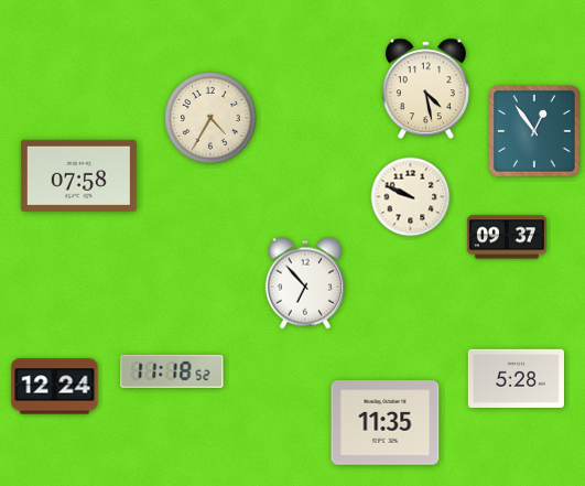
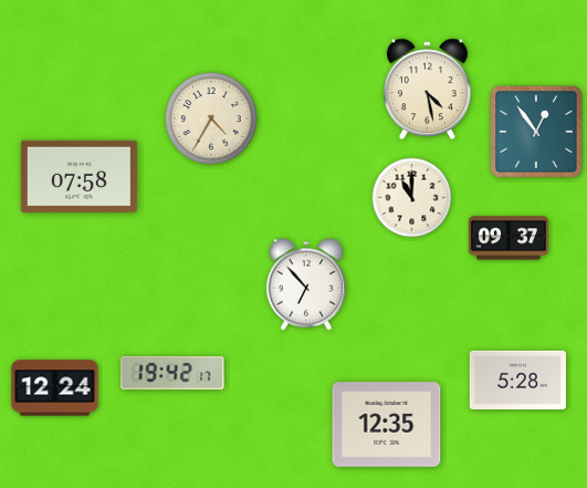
clock at (411, 197): 9:49 -> 11:00
clock at (172, 371): 11:18 -> 19:42
clock at (386, 423): 11:35 -> 12:35
